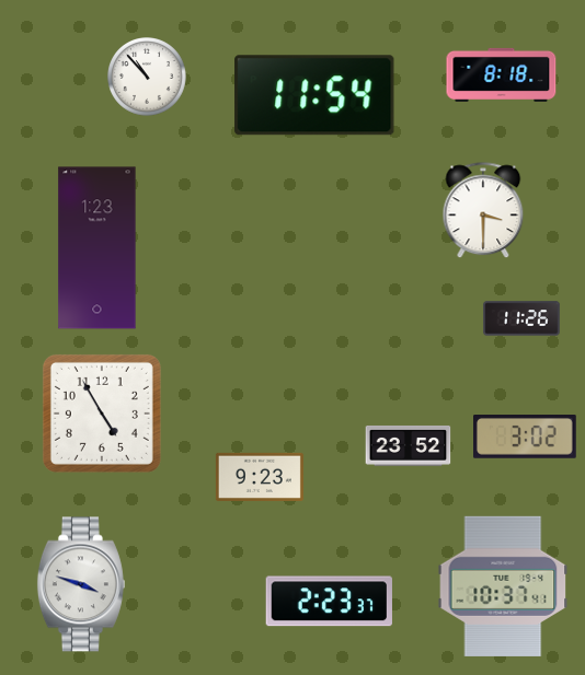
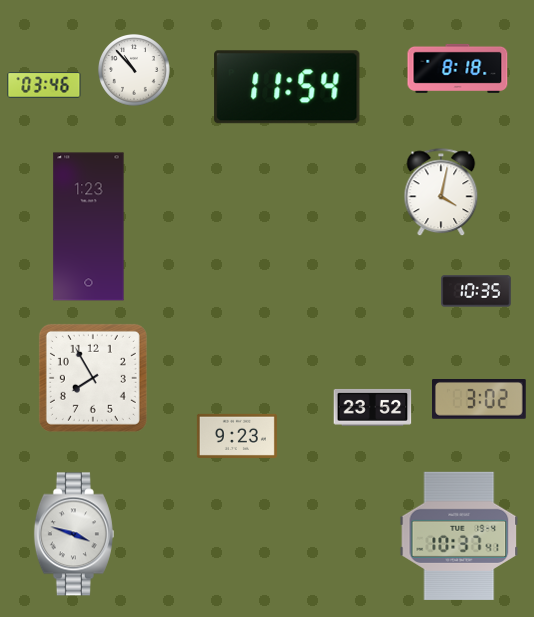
clock at (44, 86): none -> 03:46
clock at (483, 211): 3:30 -> 4:02
clock at (521, 318): 11:26 -> 10:35
clock at (102, 414): 4:55 -> 7:55
clock at (329, 602): 2:23 -> none
